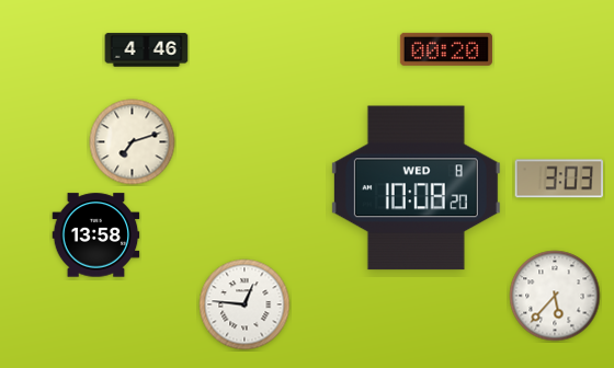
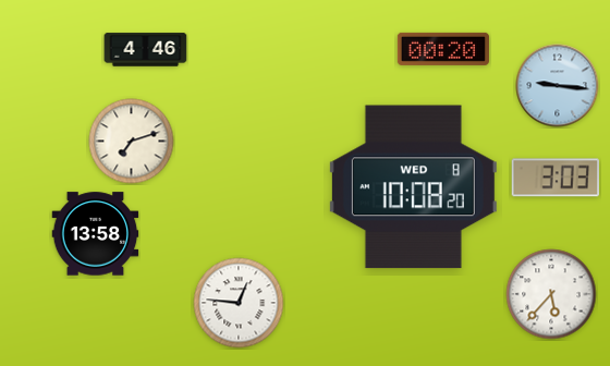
clock at (558, 86): none -> 9:16
clock at (245, 304) position: (245, 304) -> (239, 303)
